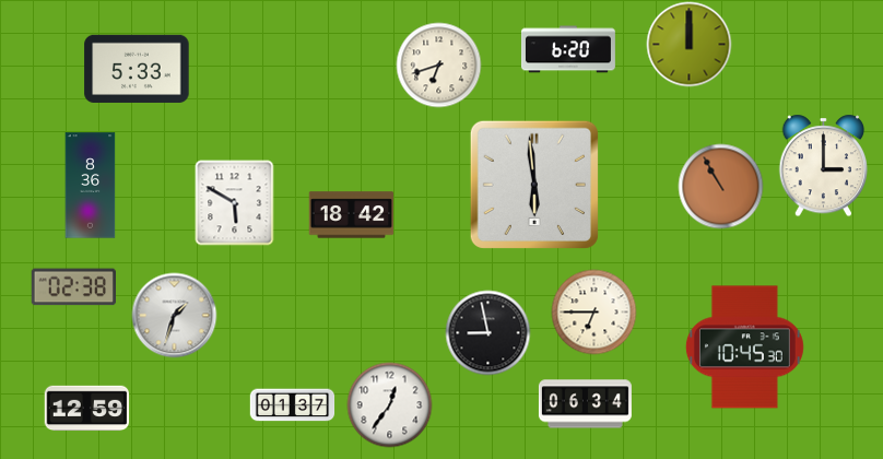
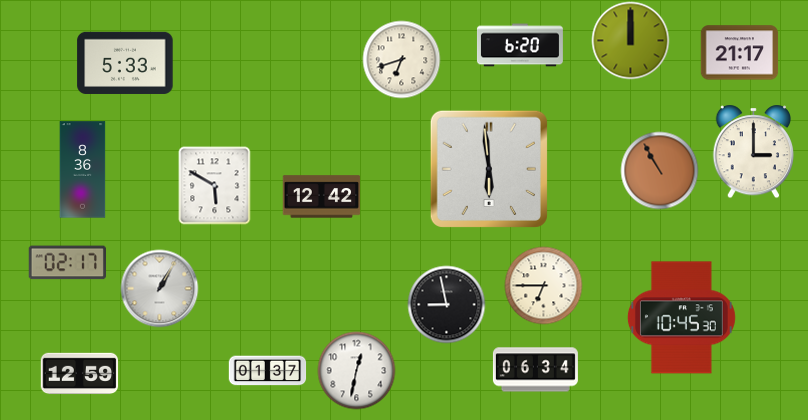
clock at (739, 53): none -> 21:17
clock at (351, 215): 18:42 -> 12:42
clock at (73, 287): 02:38 -> 02:17
clock at (174, 315): 1:33 -> 1:05
clock at (389, 404): 12:36 -> 12:32
